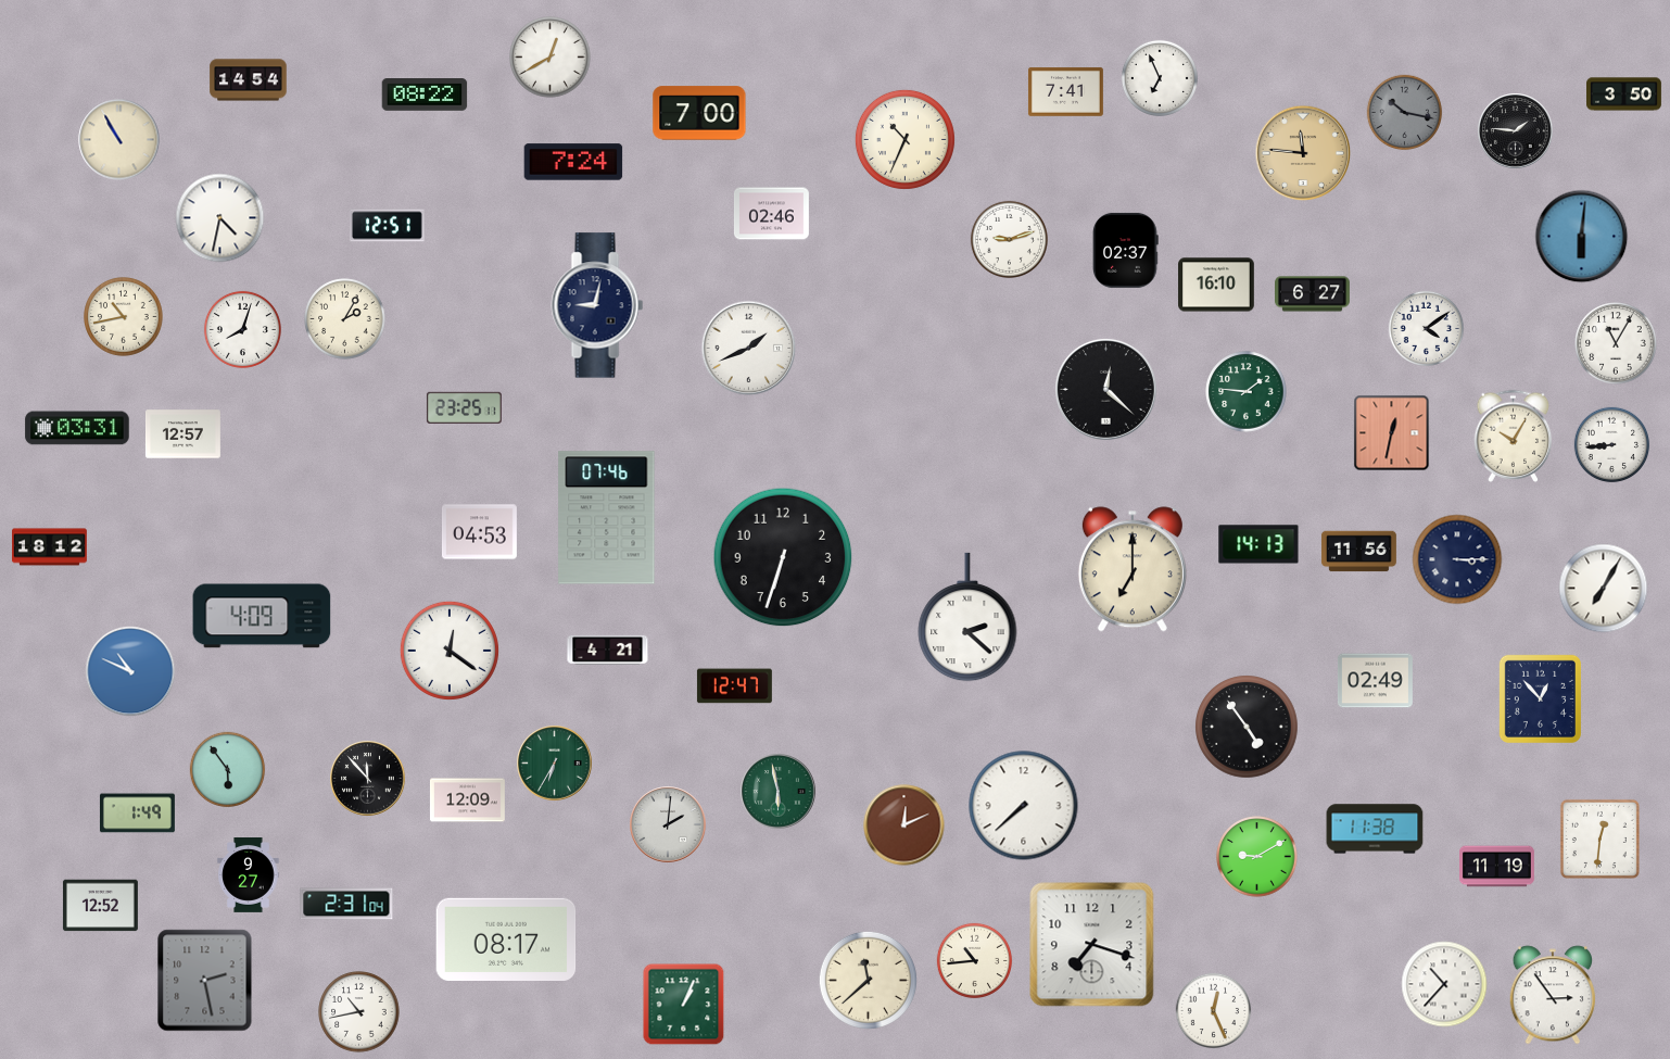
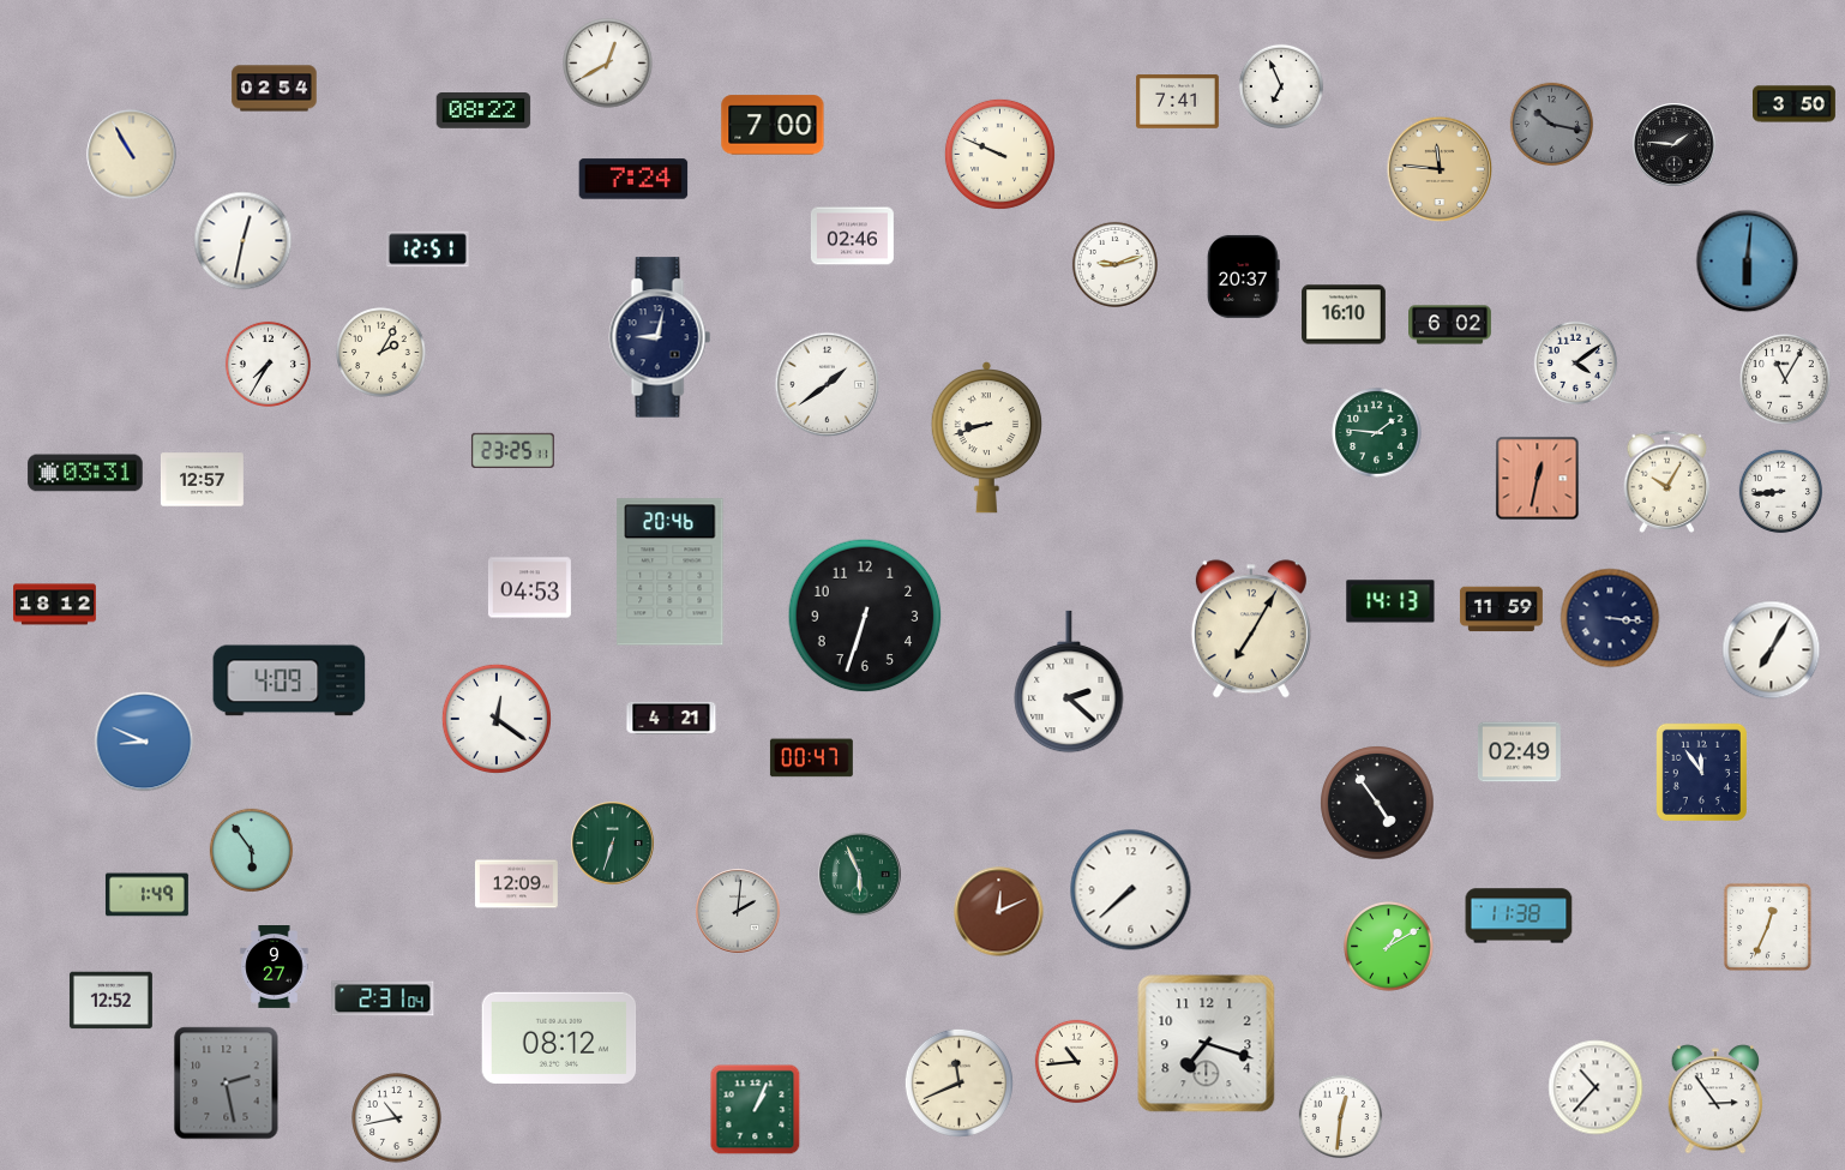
clock at (249, 80): 14:54 -> 02:54
clock at (425, 96) position: (425, 96) -> (483, 112)
clock at (904, 139): 10:34 -> 9:49
clock at (220, 218): 4:32 -> 12:32
clock at (1126, 250): 02:37 -> 20:37
clock at (1313, 294): 6:27 -> 6:02
clock at (124, 317): 10:43 -> none
clock at (242, 329): 8:03 -> 7:35
clock at (749, 349): 1:41 -> 1:39
clock at (1105, 389): 12:22 -> none
clock at (986, 438): none -> 8:42
clock at (1514, 436) position: (1514, 436) -> (1667, 481)
clock at (607, 518): 07:46 -> 20:46
clock at (1358, 552): 11:56 -> 11:59
clock at (1457, 559): 3:15 -> 3:16
clock at (1133, 569): 7:00 -> 7:05
clock at (130, 671): 10:49 -> 8:49
clock at (734, 686): 12:47 -> 00:47
clock at (1540, 698): 12:53 -> 11:54
clock at (555, 764): 6:35 -> 6:33
clock at (368, 779): 11:53 -> none
clock at (779, 792): 5:58 -> 5:56
clock at (137, 814) position: (137, 814) -> (146, 895)
clock at (1599, 839): 12:31 -> 12:34
clock at (1257, 857): 9:10 -> 1:10
clock at (1497, 867): 11:19 -> none
clock at (506, 938): 08:17 -> 08:12
clock at (868, 980): 11:38 -> 11:41
clock at (1214, 1011): 12:26 -> 12:31
